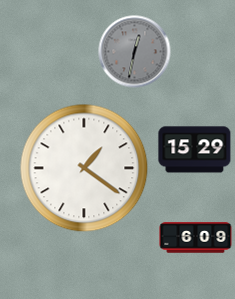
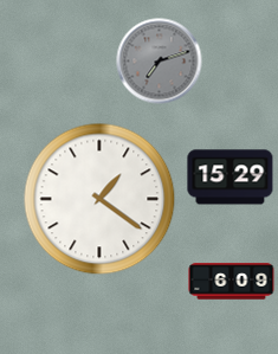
clock at (135, 52): 12:32 -> 7:12
